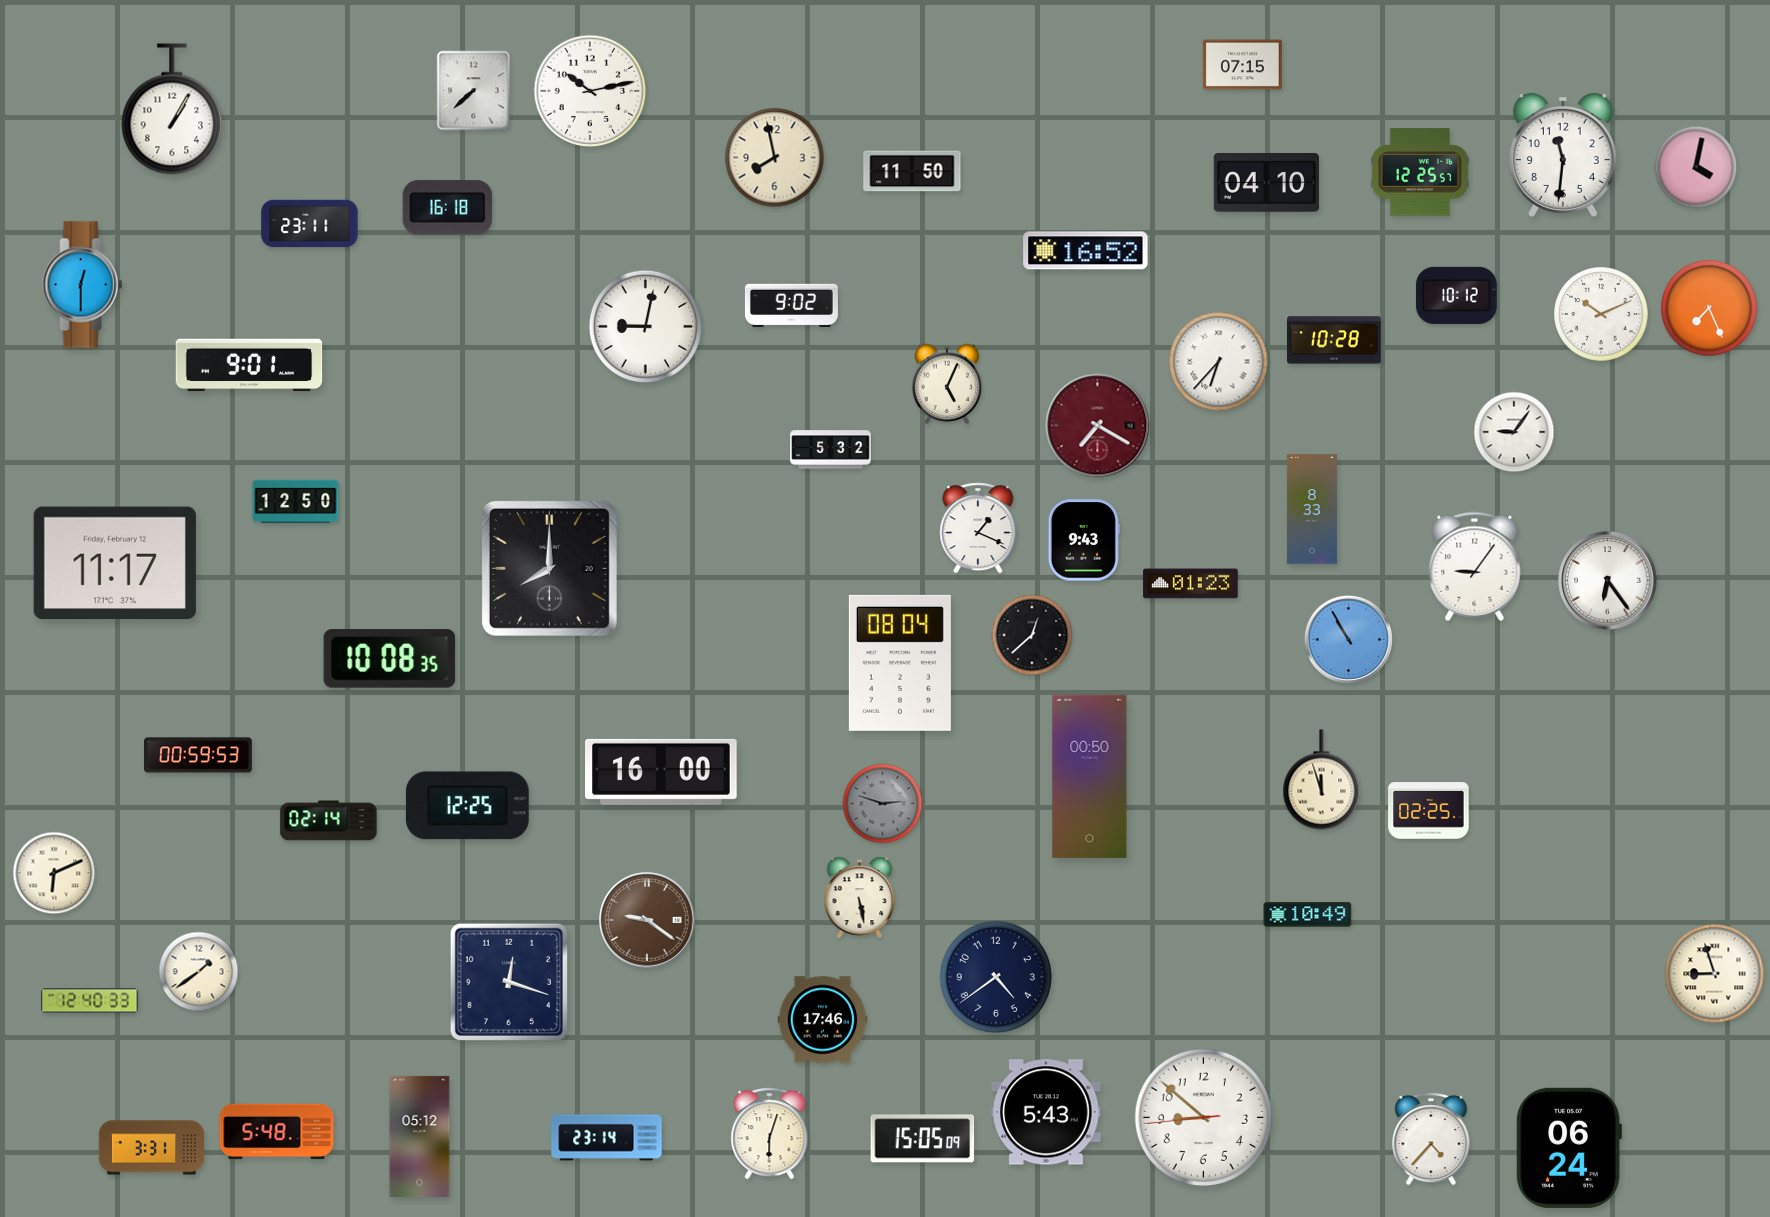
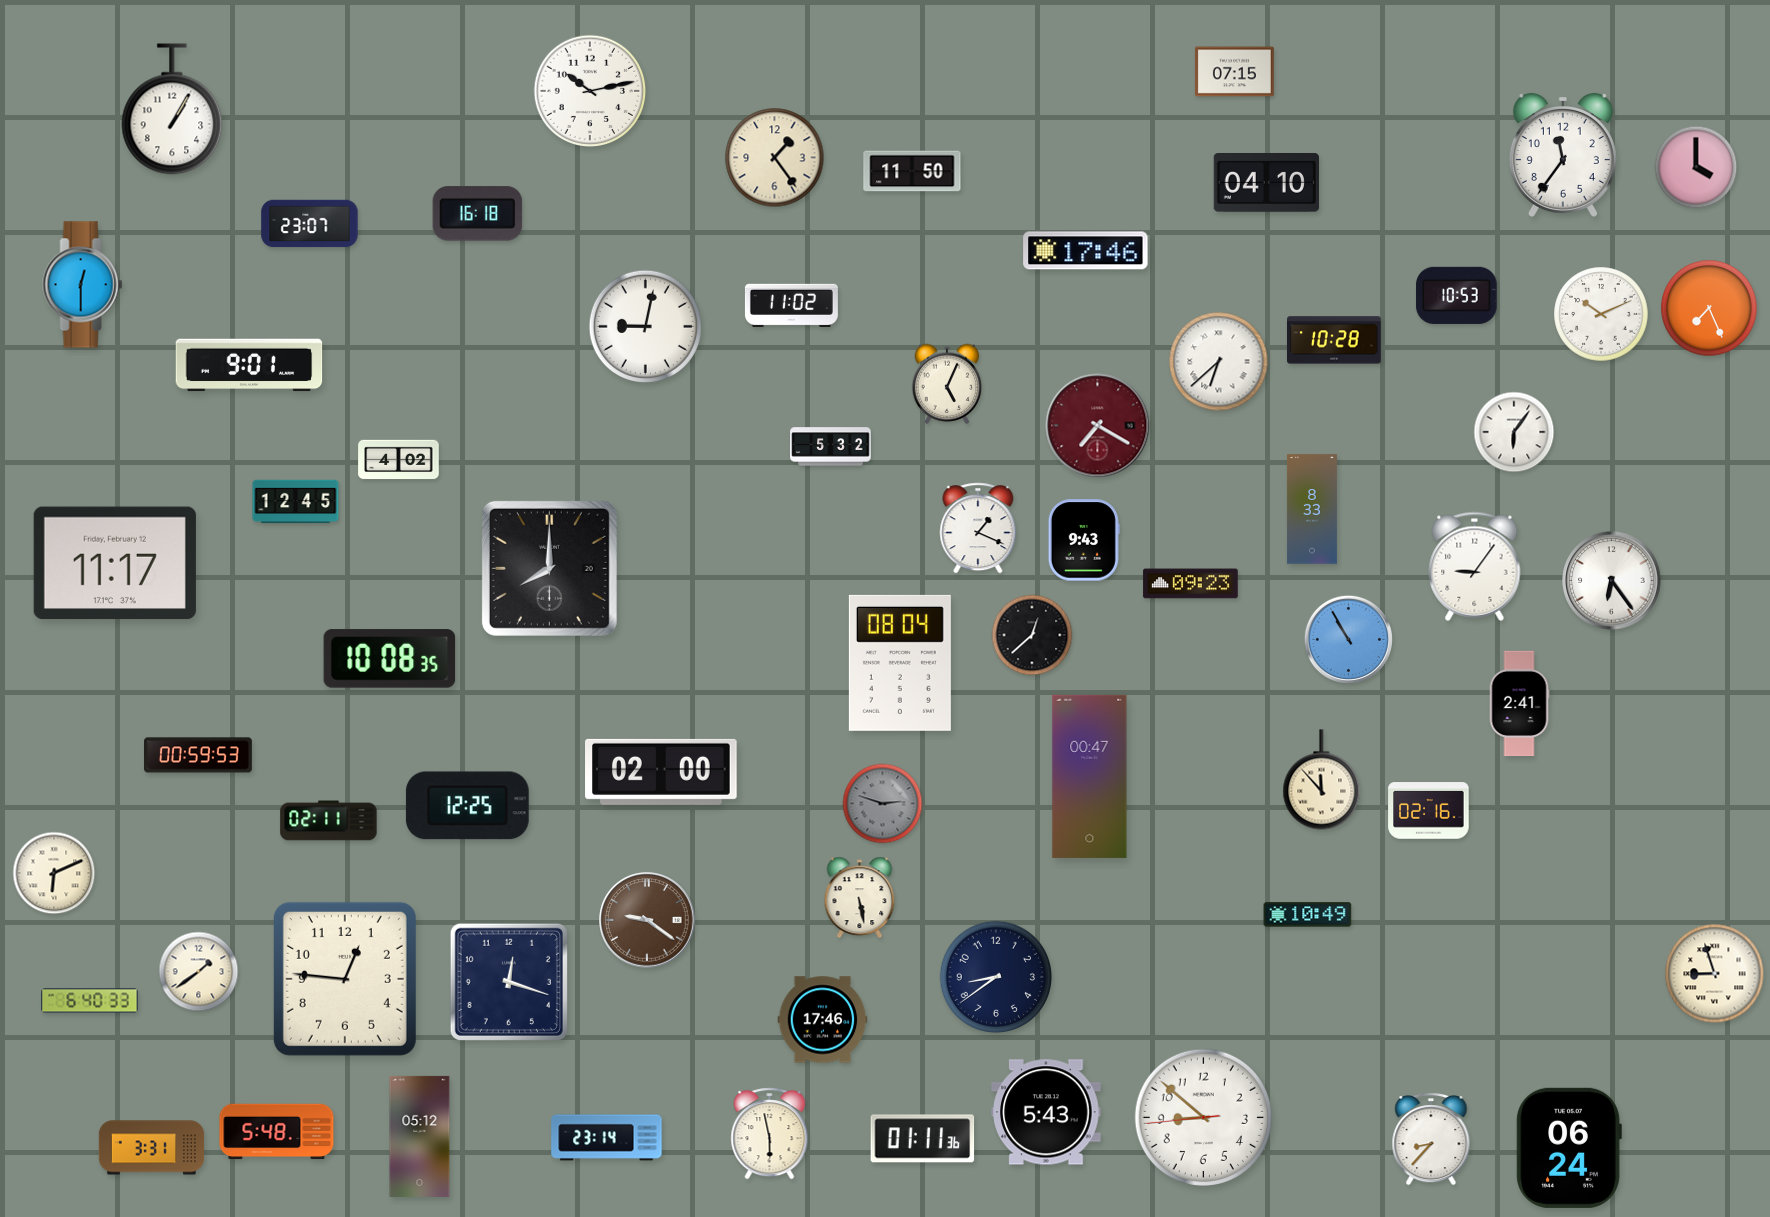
clock at (1242, 65) position: (1242, 65) -> (1234, 72)
clock at (474, 91): 7:38 -> none
clock at (1563, 155): 11:31 -> 11:36
clock at (775, 158): 7:58 -> 1:24
clock at (1696, 167): 4:02 -> 4:00
clock at (1420, 172): 12:25 -> none
clock at (448, 208) position: (448, 208) -> (478, 214)
clock at (310, 224): 23:11 -> 23:07
clock at (1086, 251): 16:52 -> 17:46
clock at (1457, 295): 10:12 -> 10:53
clock at (791, 305): 9:02 -> 11:02
clock at (1219, 362): 6:37 -> 6:38
clock at (1514, 432): 9:06 -> 6:06
clock at (831, 450) position: (831, 450) -> (831, 447)
clock at (399, 460): none -> 4:02
clock at (296, 502): 12:50 -> 12:45
clock at (1608, 581) position: (1608, 581) -> (1612, 581)
clock at (1191, 584): 01:23 -> 09:23
clock at (1519, 704): none -> 2:41
clock at (661, 772): 16:00 -> 02:00
clock at (1090, 776): 00:50 -> 00:47
clock at (1322, 780): 11:57 -> 11:53
clock at (1429, 811): 02:25 -> 02:16
clock at (329, 821): 02:14 -> 02:11
clock at (996, 977): 4:39 -> 8:39
clock at (345, 979): none -> 12:46
clock at (90, 1001): 12:40 -> 6:40
clock at (770, 1134): 6:03 -> 5:58
clock at (923, 1139): 15:05 -> 01:11
clock at (1431, 1140): 4:37 -> 8:37
